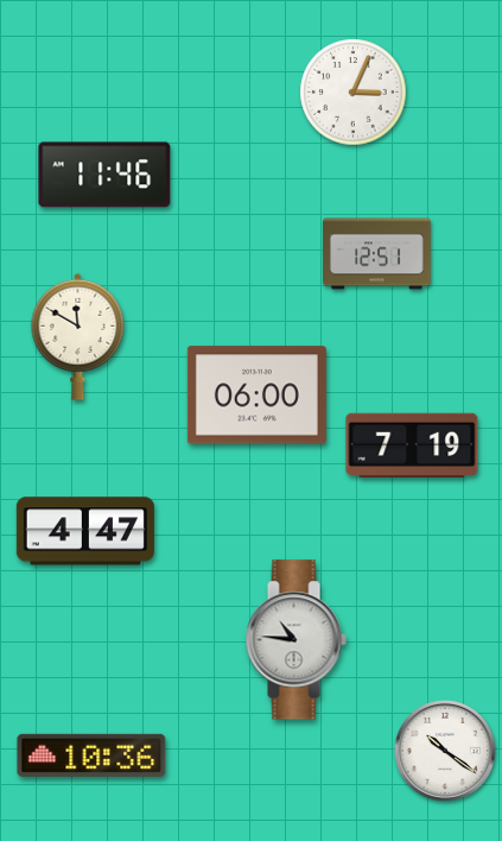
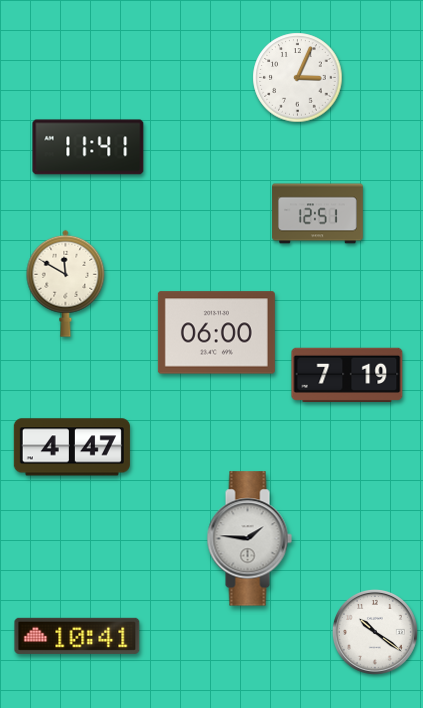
clock at (104, 175): 11:46 -> 11:41
clock at (296, 640): 10:46 -> 1:46
clock at (91, 755): 10:36 -> 10:41
